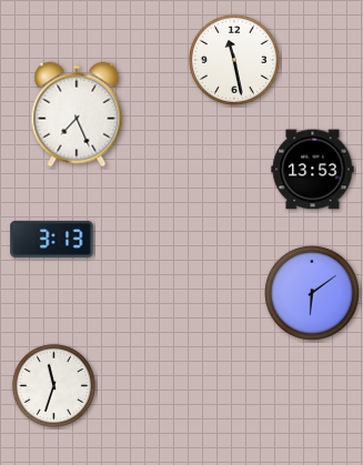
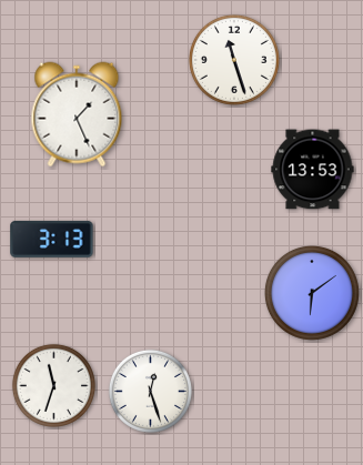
clock at (234, 60): 11:28 -> 11:27
clock at (77, 114): 7:26 -> 1:26
clock at (150, 391): none -> 12:27
